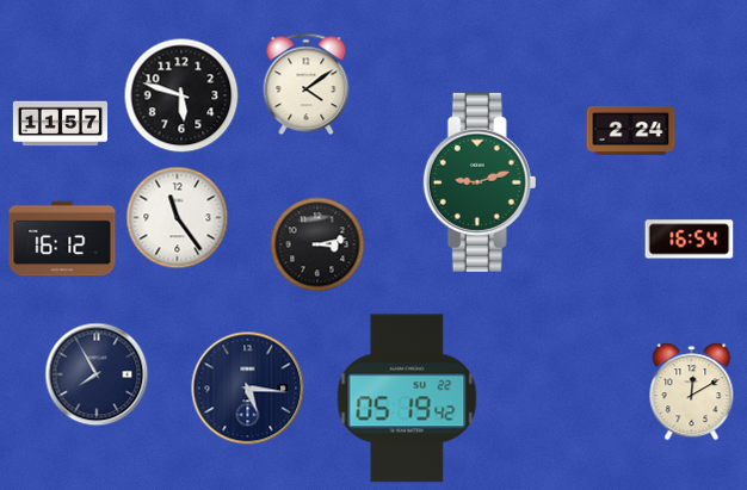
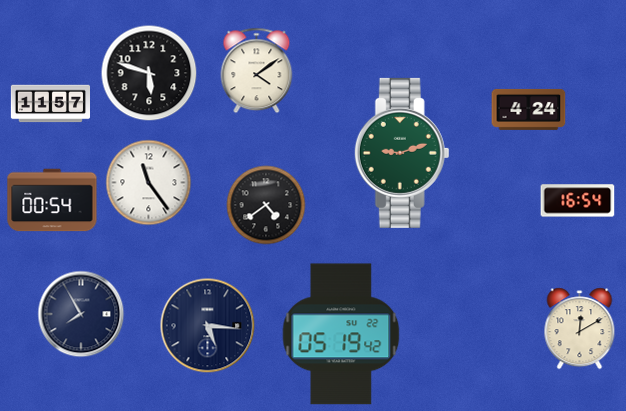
clock at (181, 95) position: (181, 95) -> (149, 73)
clock at (631, 130): 2:24 -> 4:24
clock at (62, 238): 16:12 -> 00:54
clock at (317, 244): 3:13 -> 4:39
